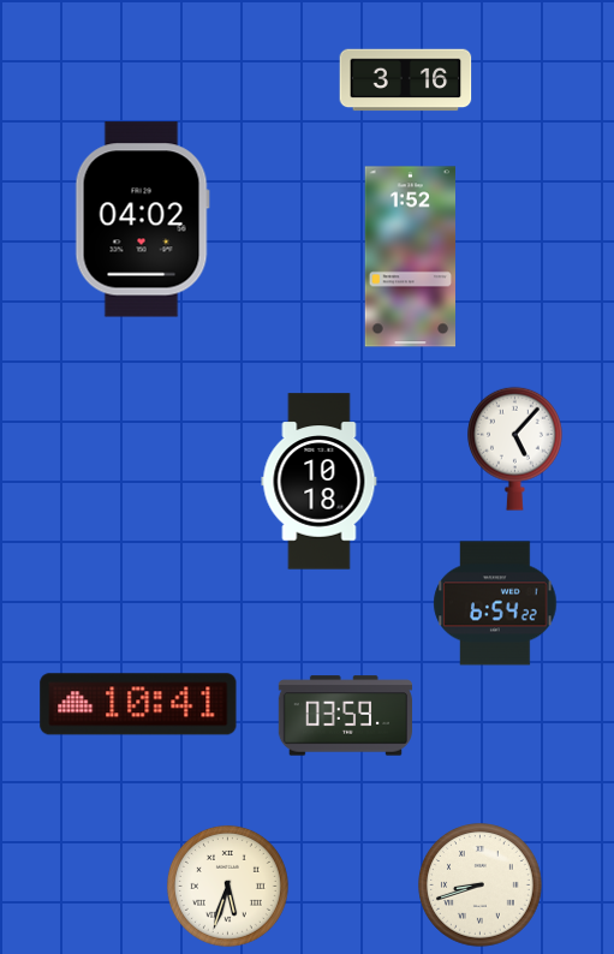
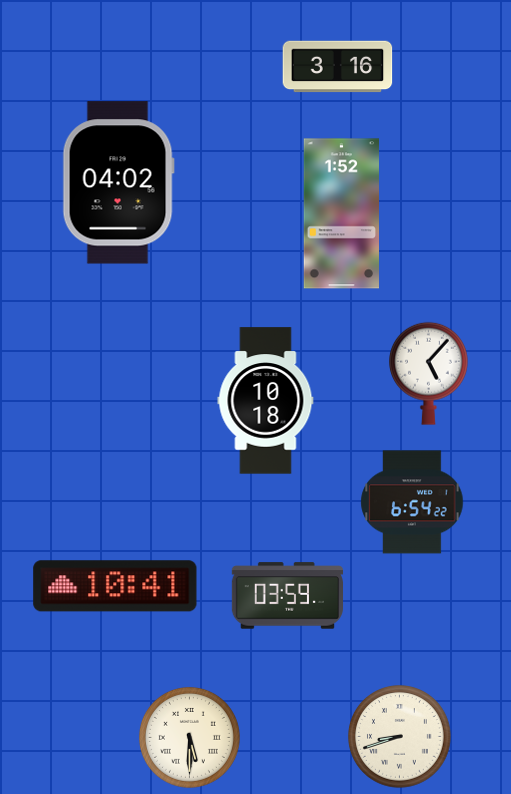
clock at (227, 886): 5:33 -> 5:30
